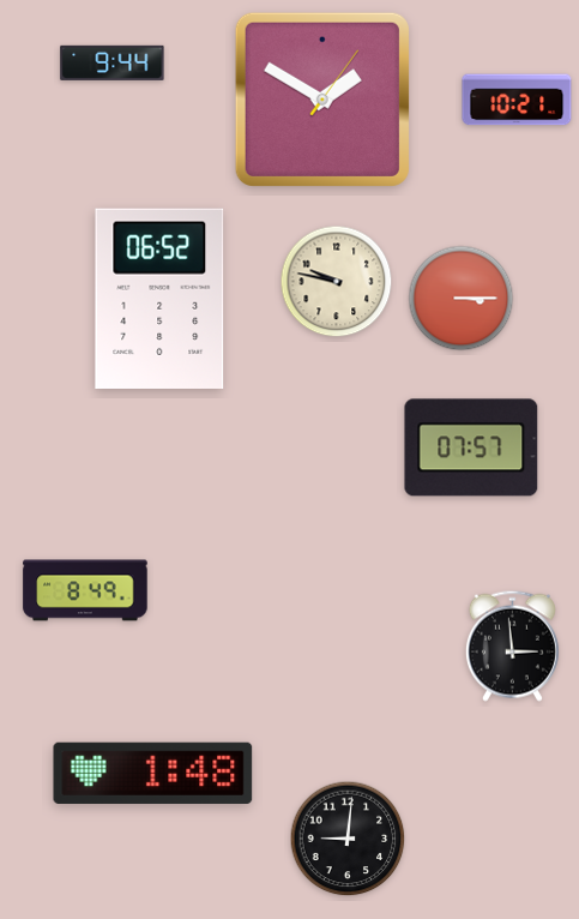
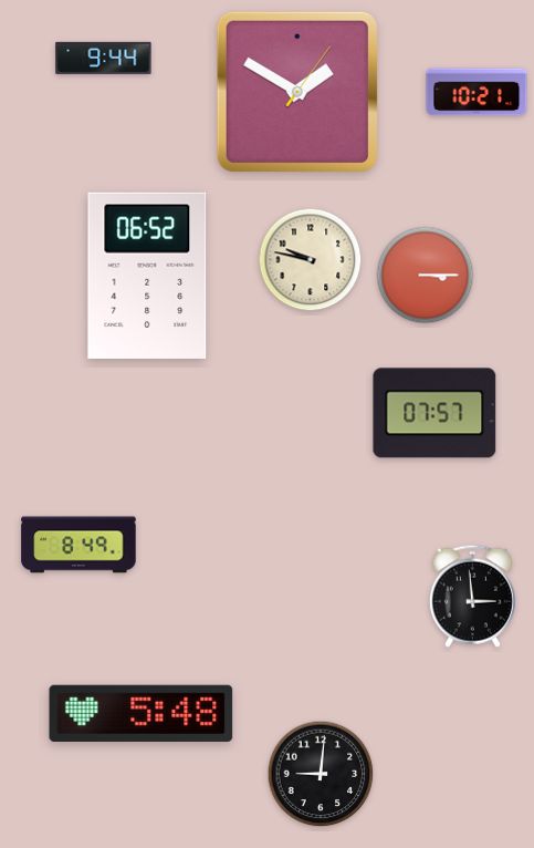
clock at (153, 773): 1:48 -> 5:48
